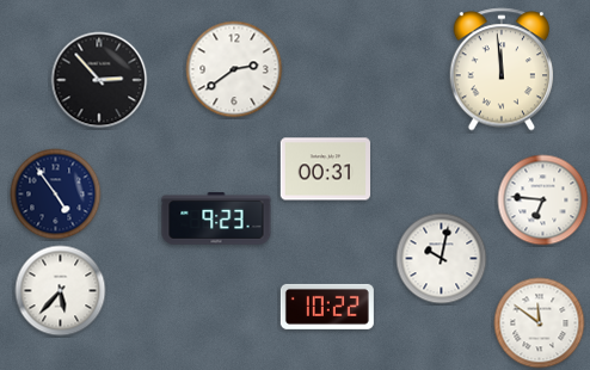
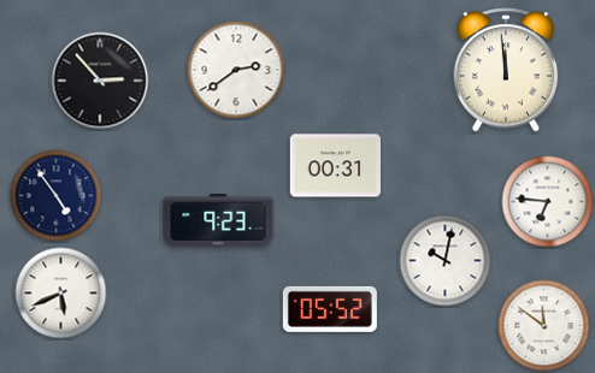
clock at (325, 169) position: (325, 169) -> (335, 166)
clock at (61, 291): 5:37 -> 5:41
clock at (327, 307): 10:22 -> 05:52
